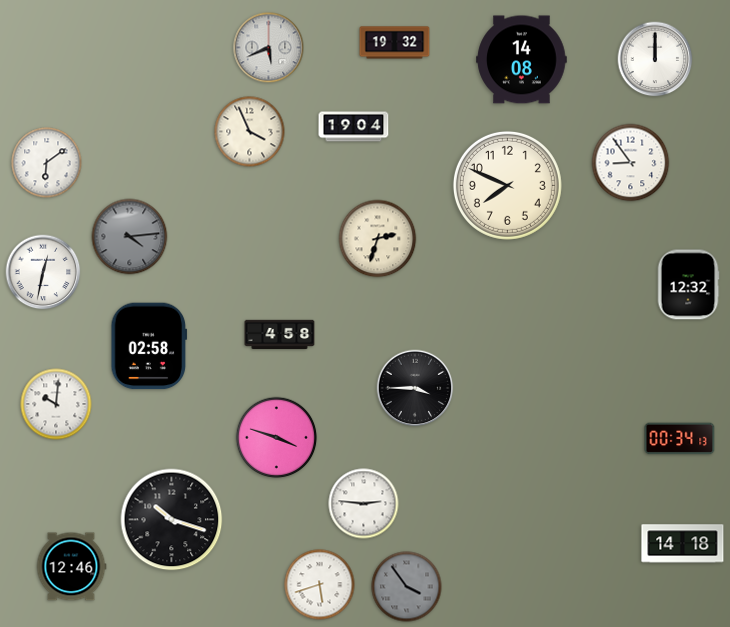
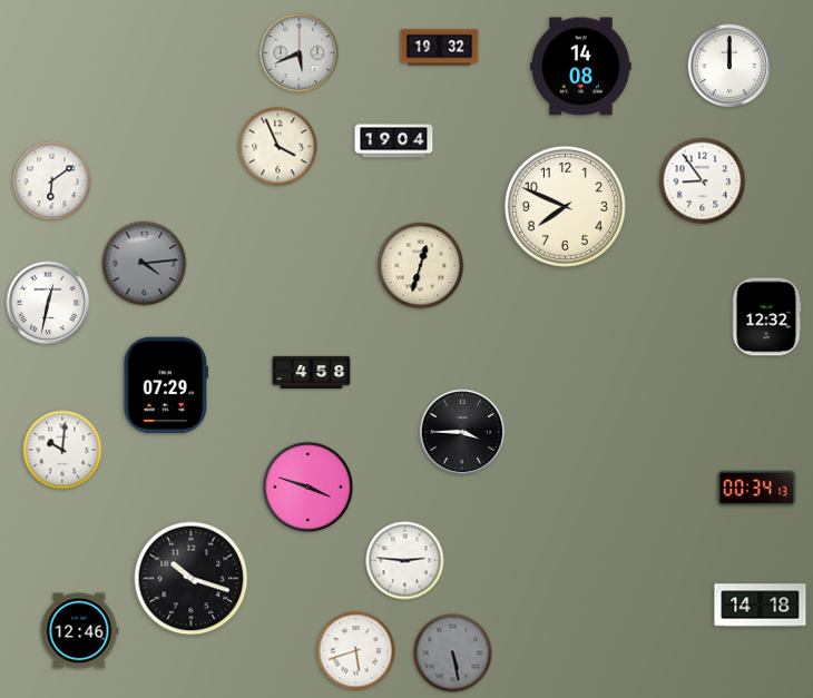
clock at (378, 239): 2:33 -> 12:33
clock at (149, 346): 02:58 -> 07:29
clock at (407, 587): 3:54 -> 5:28
